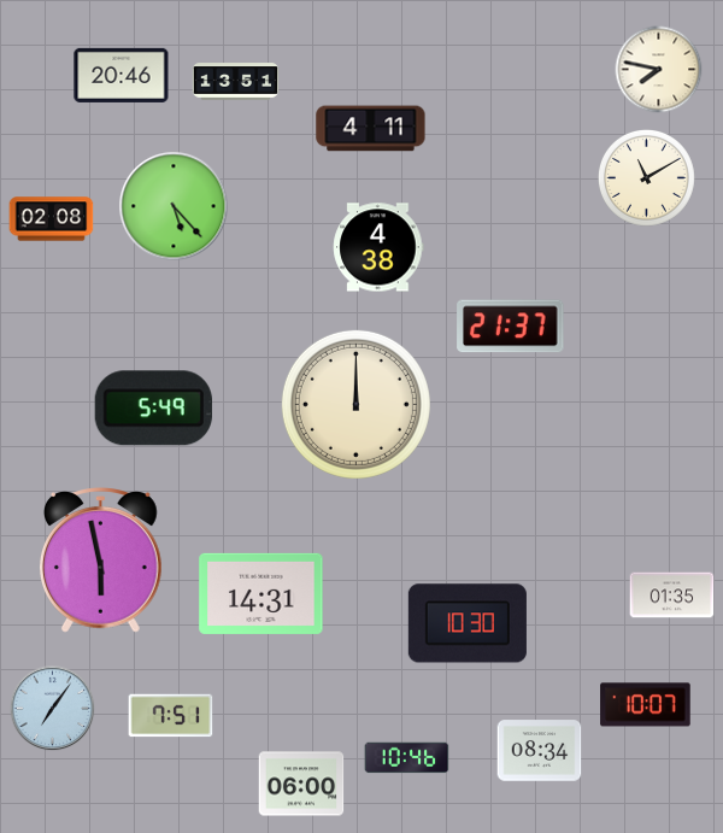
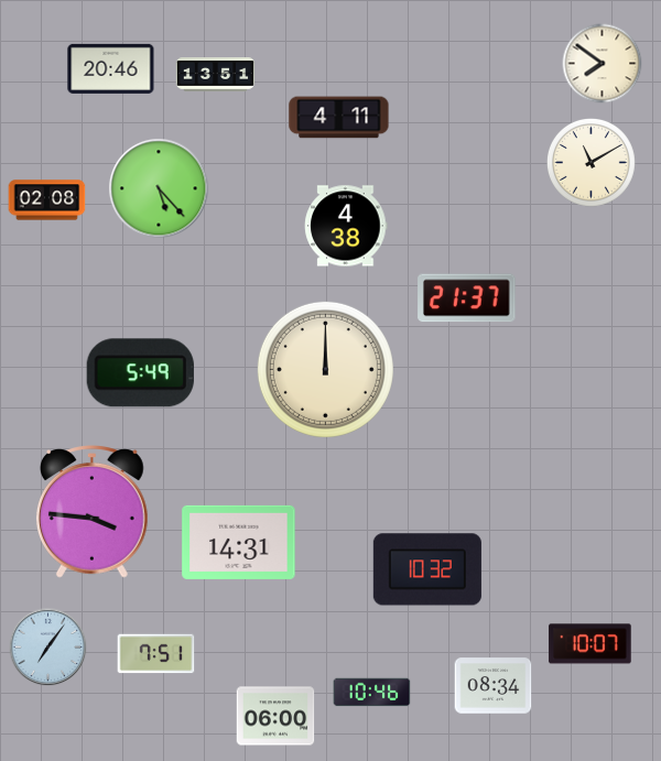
clock at (659, 70): 7:47 -> 7:51
clock at (100, 561): 5:58 -> 3:46
clock at (672, 596): 01:35 -> none
clock at (468, 623): 10:30 -> 10:32
